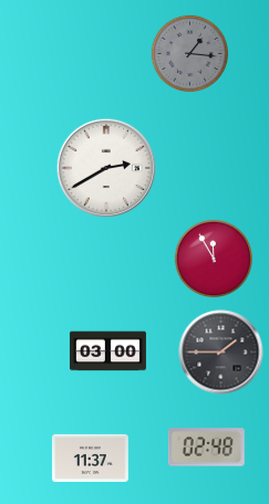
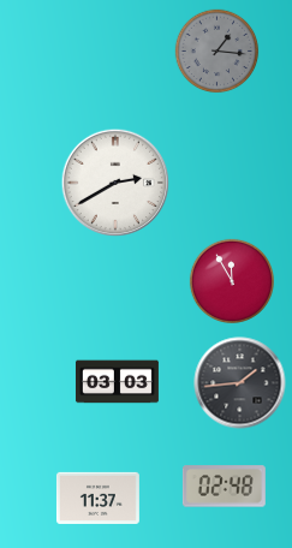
clock at (190, 54) position: (190, 54) -> (217, 52)
clock at (107, 351): 03:00 -> 03:03
clock at (221, 353): 1:45 -> 1:44
